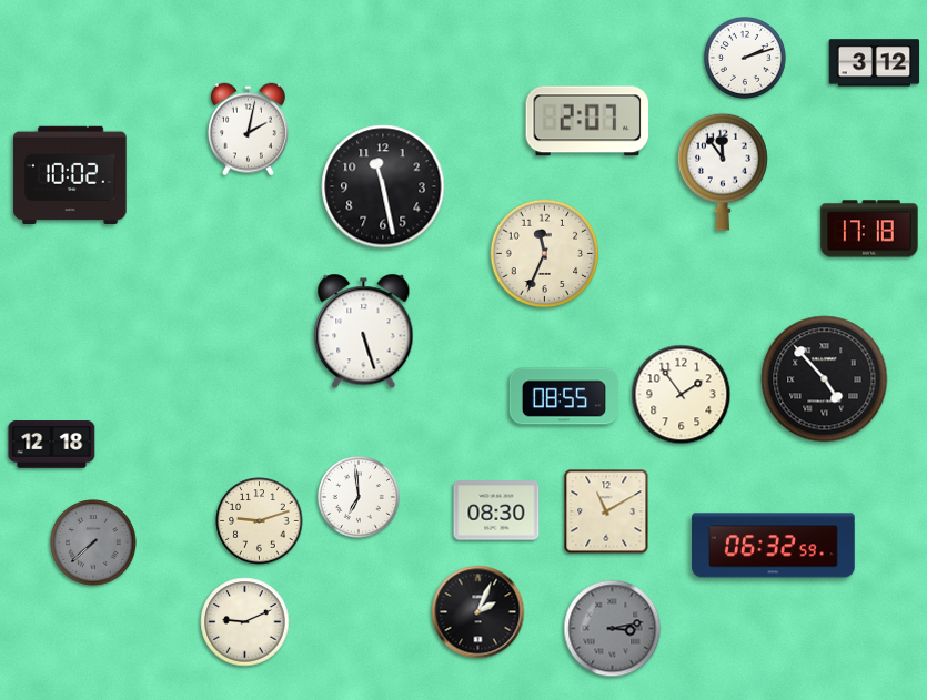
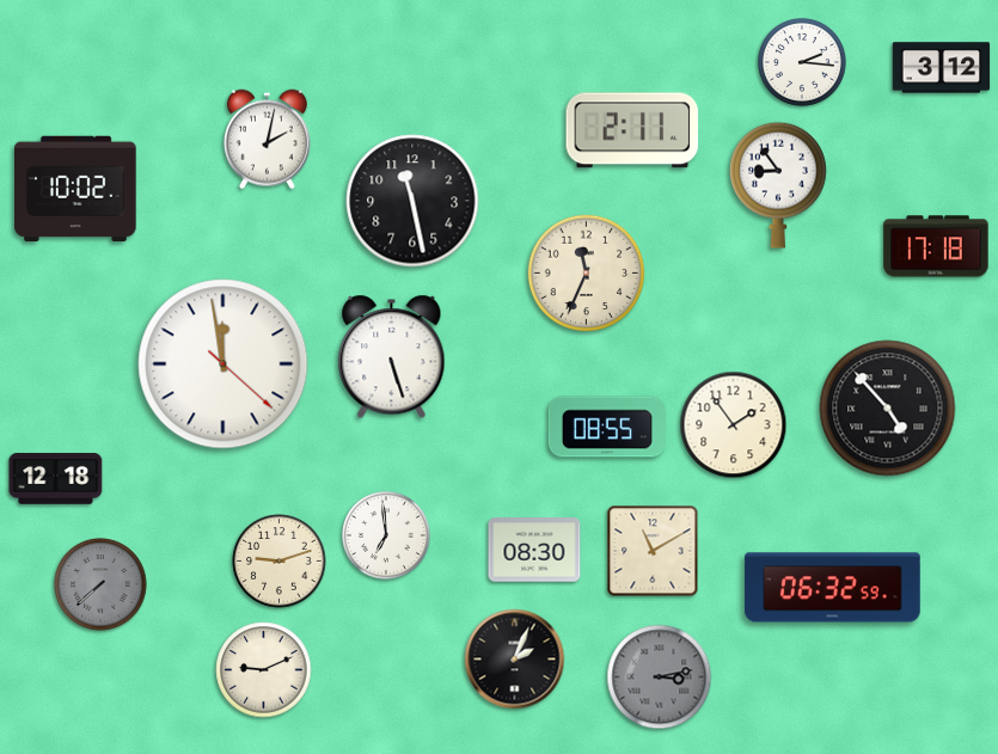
clock at (745, 58): 2:12 -> 2:16
clock at (587, 121): 2:07 -> 2:11
clock at (724, 172): 11:54 -> 8:54
clock at (224, 364): none -> 11:58
